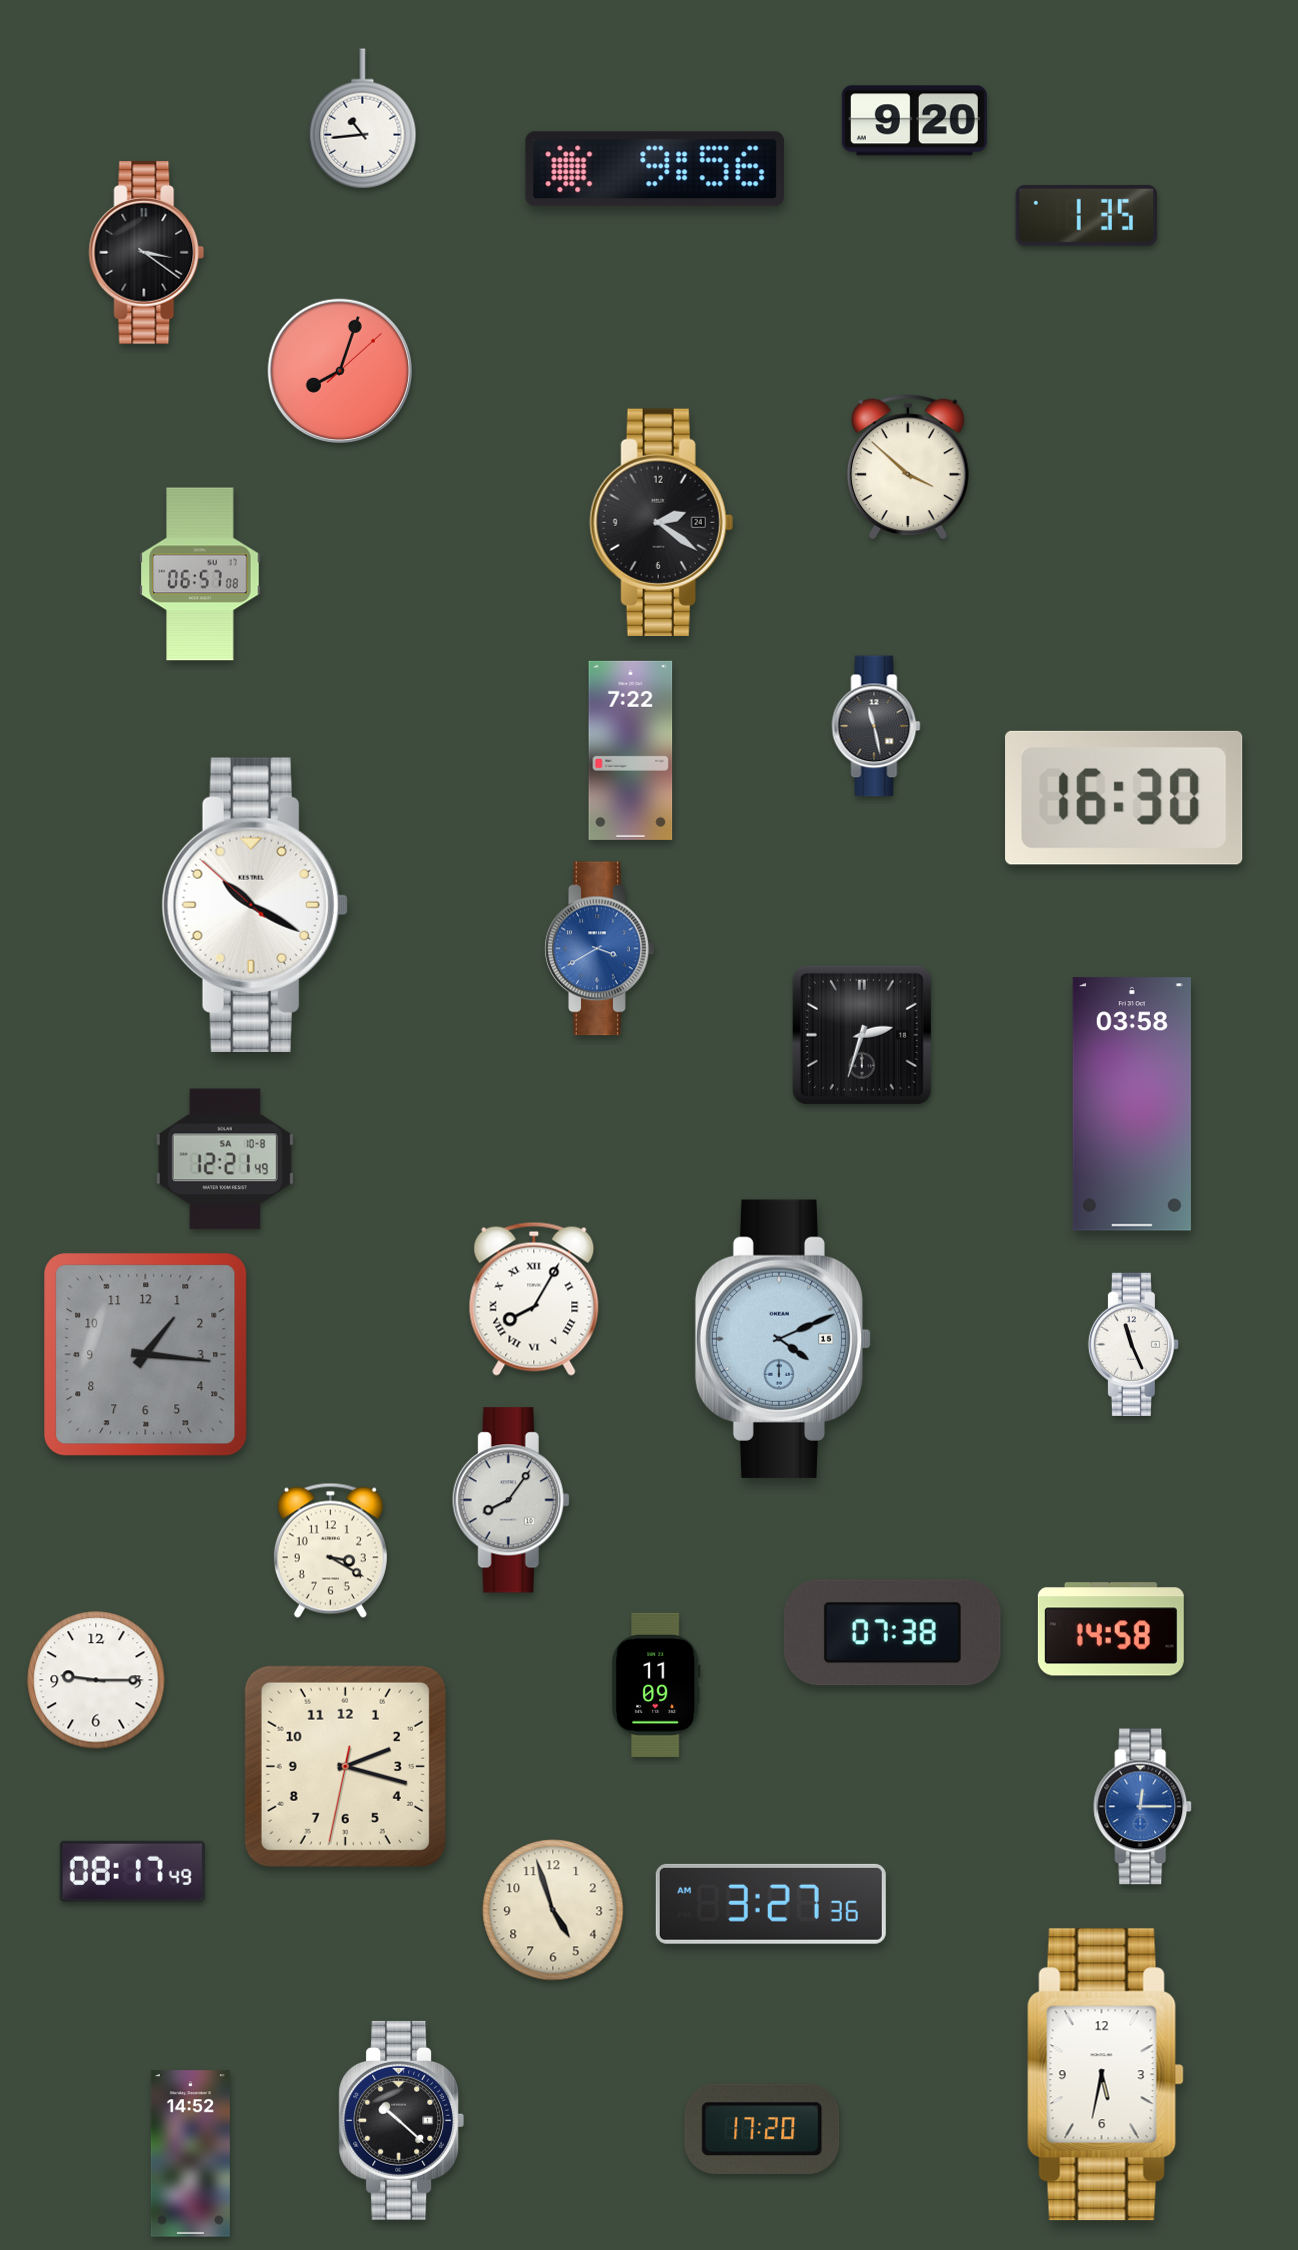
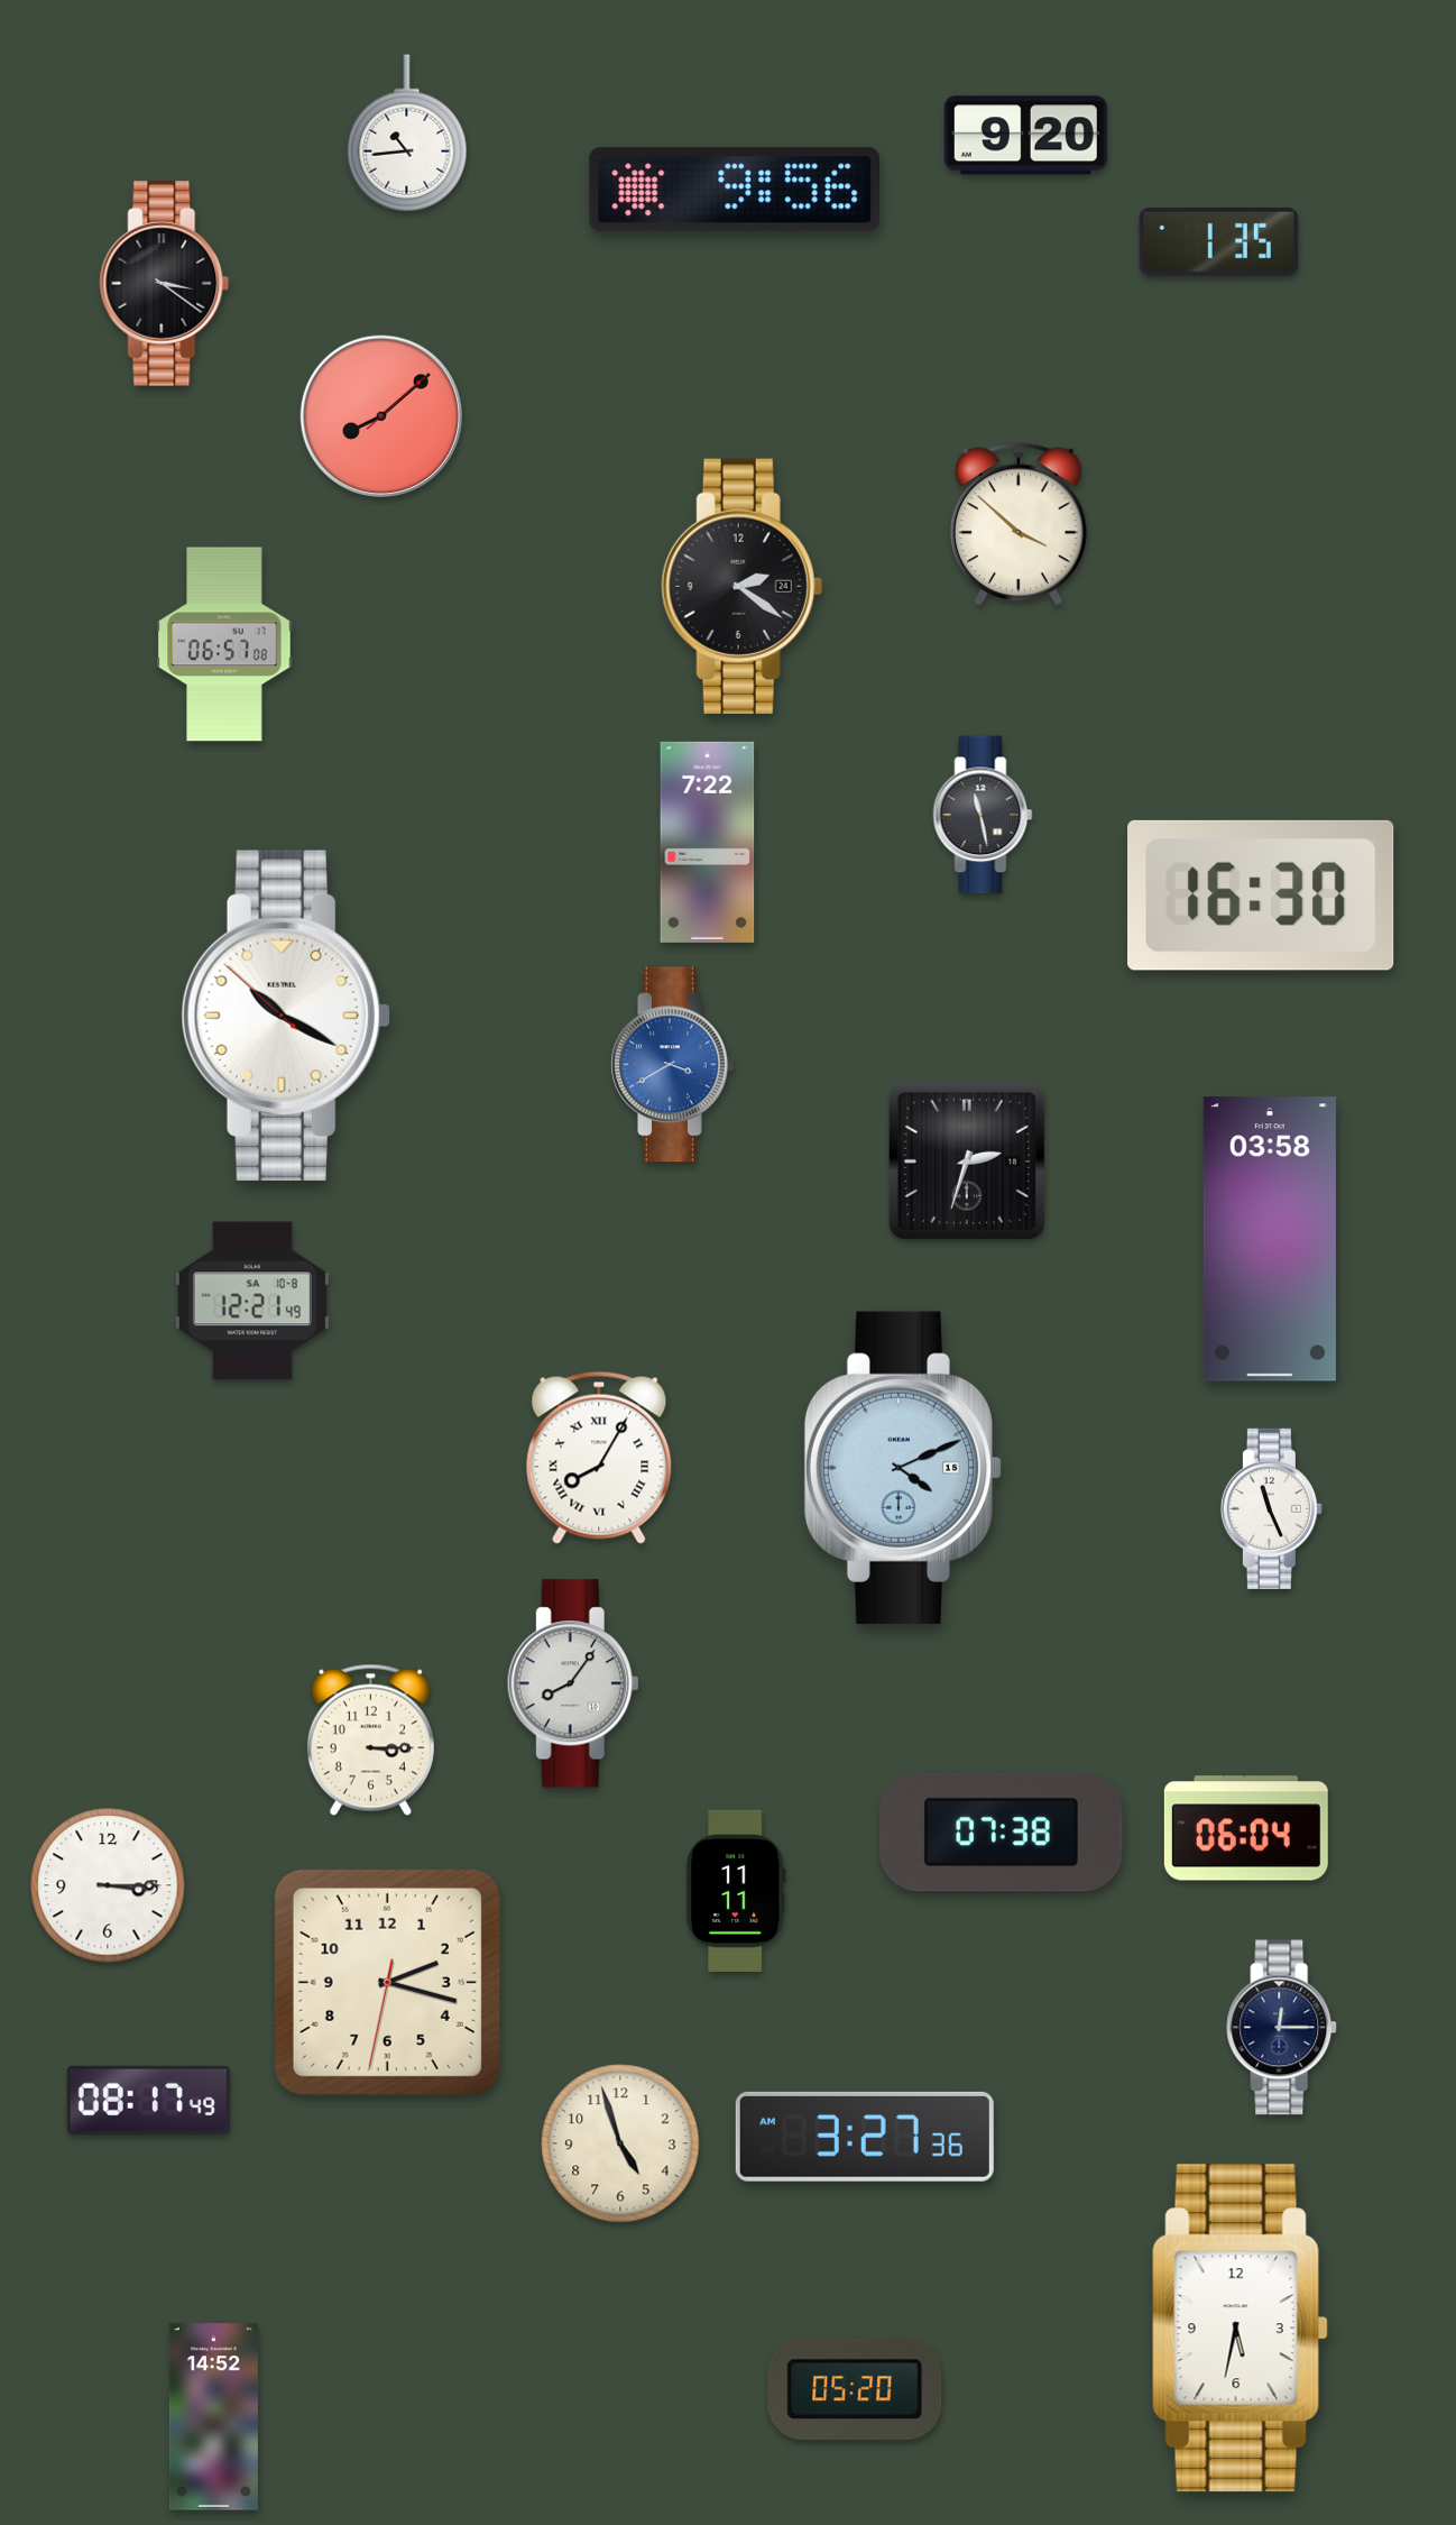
clock at (339, 370): 8:03 -> 8:08
clock at (783, 1339) position: (783, 1339) -> (903, 1468)
clock at (146, 1355): 1:16 -> none
clock at (330, 1550): 3:20 -> 3:15
clock at (1111, 1629): 14:58 -> 06:04
clock at (96, 1680): 9:15 -> 3:15
clock at (656, 1685): 11:09 -> 11:11
clock at (1143, 1807) dial: blue -> navy
clock at (401, 2120): 10:22 -> none
clock at (762, 2129): 17:20 -> 05:20
